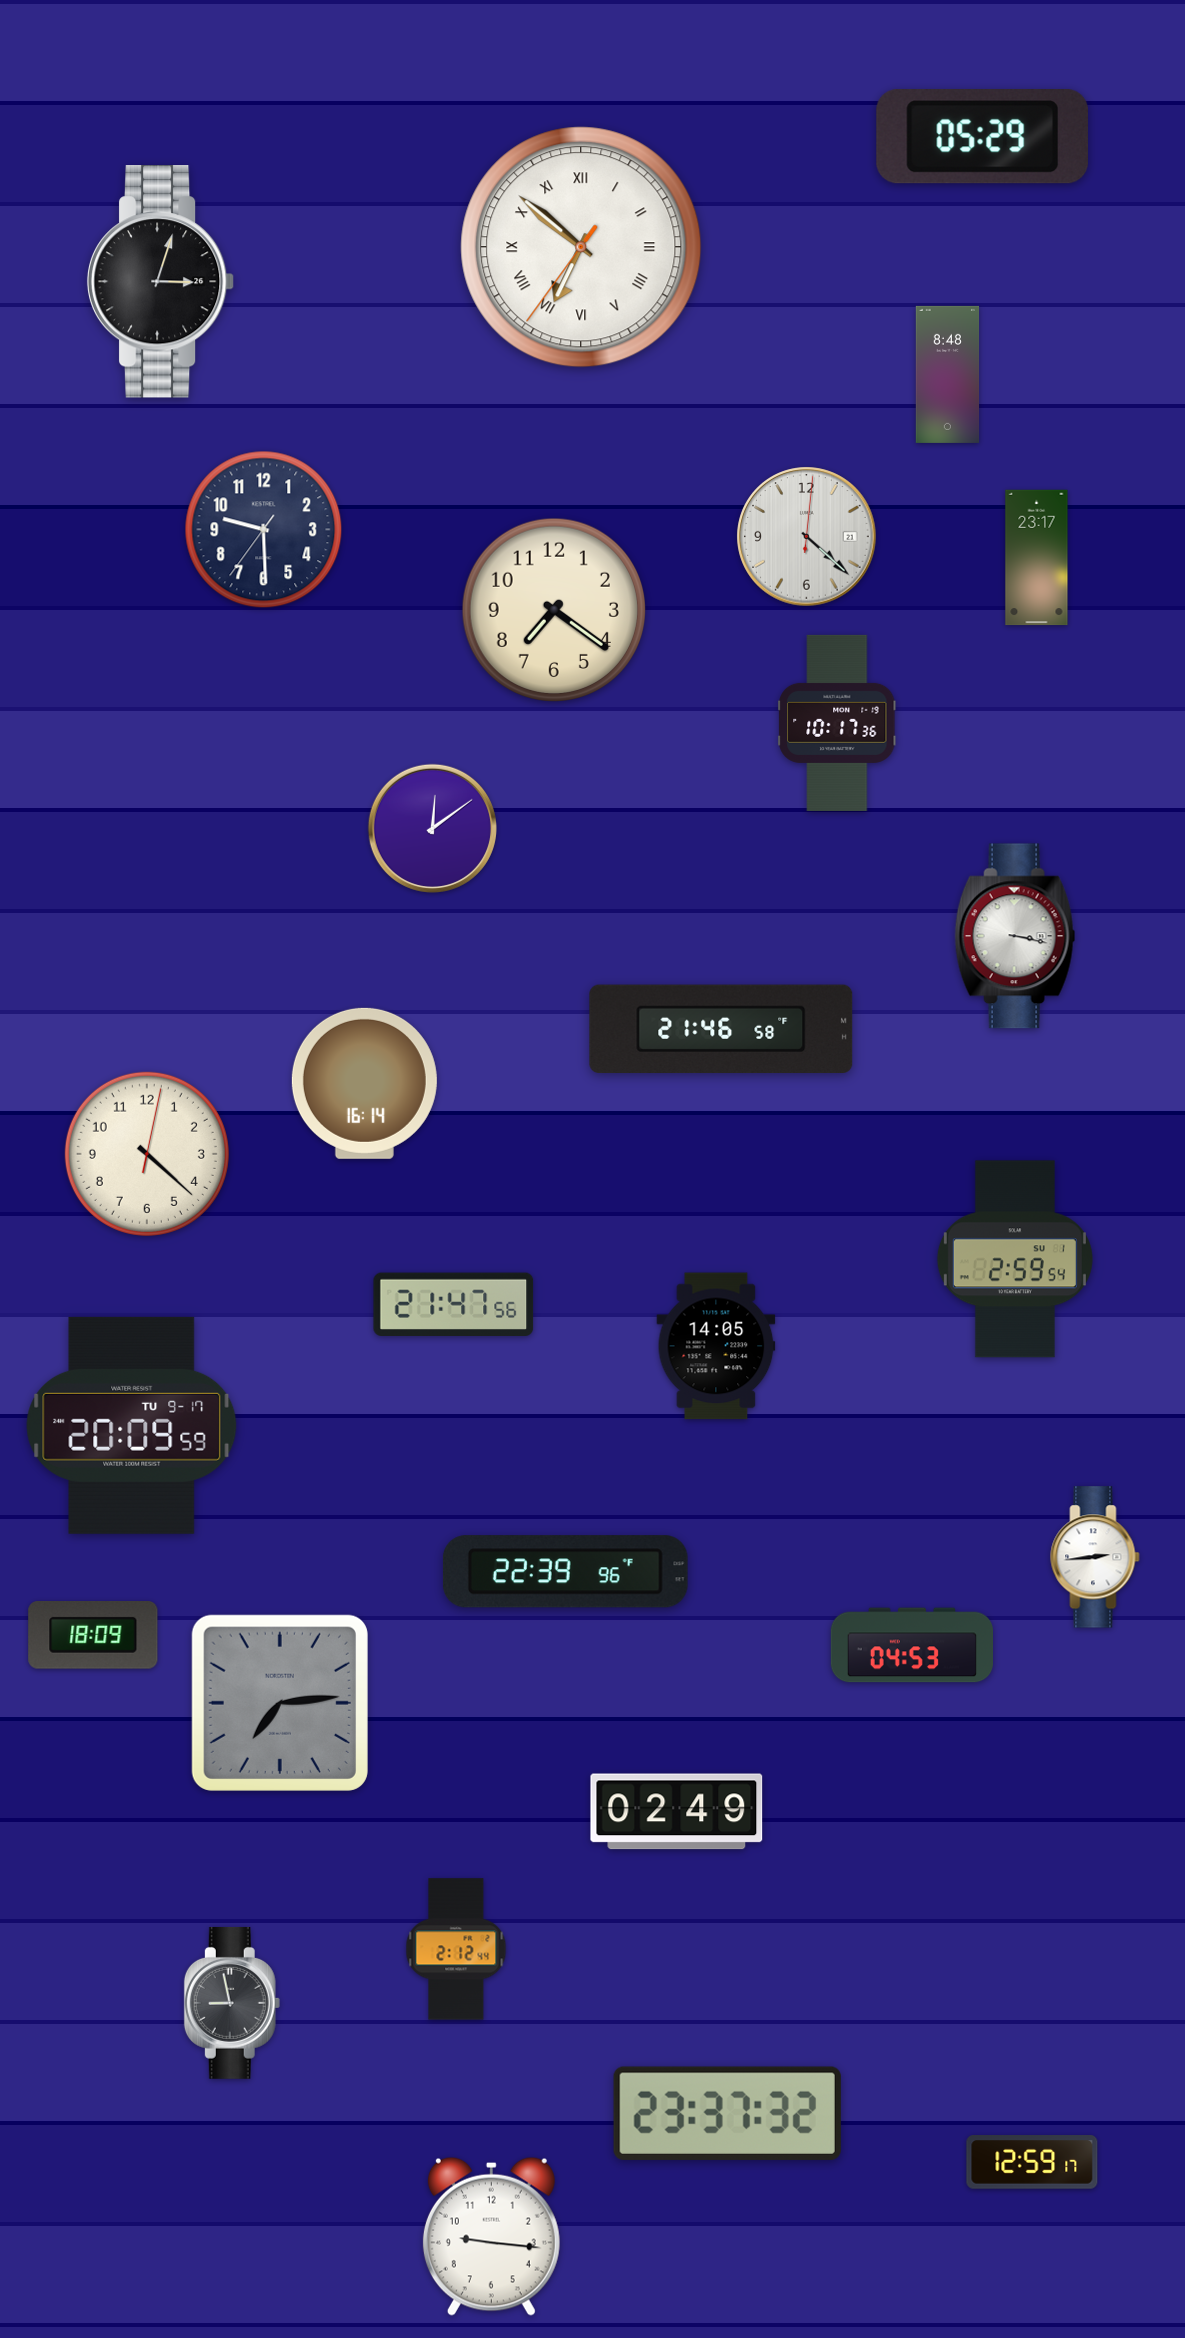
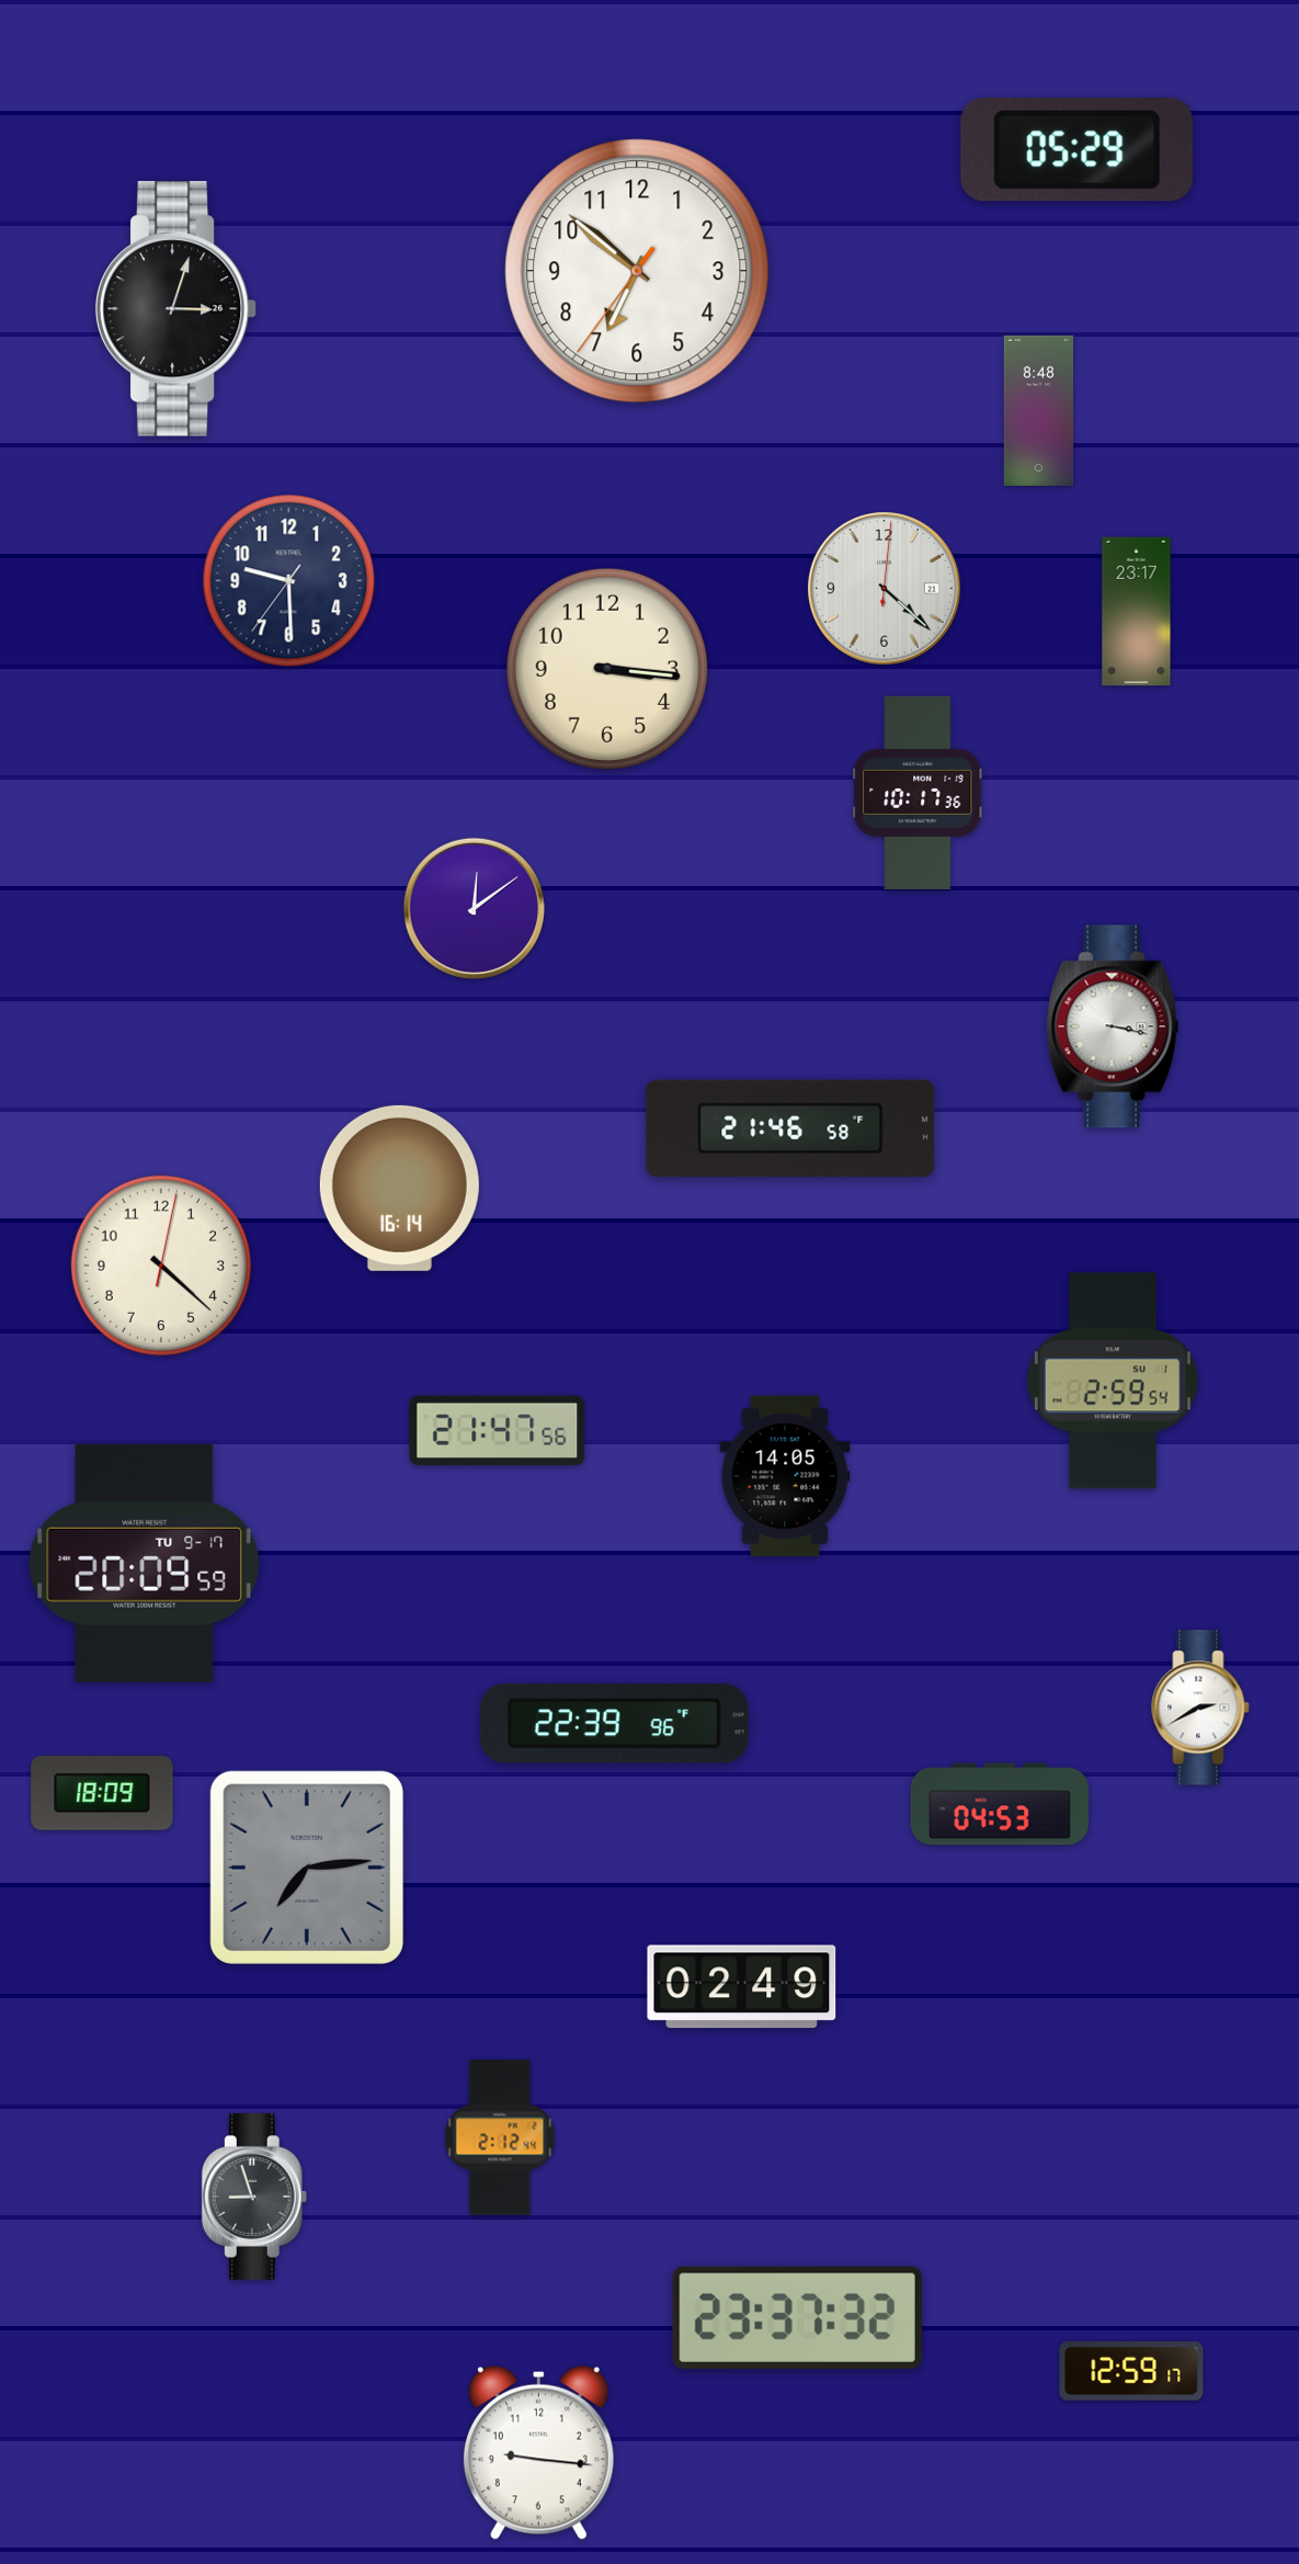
clock at (581, 247) numerals: Roman -> Arabic
clock at (553, 609): 7:21 -> 3:16
clock at (1095, 1557): 2:44 -> 2:40
clock at (565, 1572) position: (565, 1572) -> (614, 1724)
clock at (232, 2003): 8:58 -> 8:57
